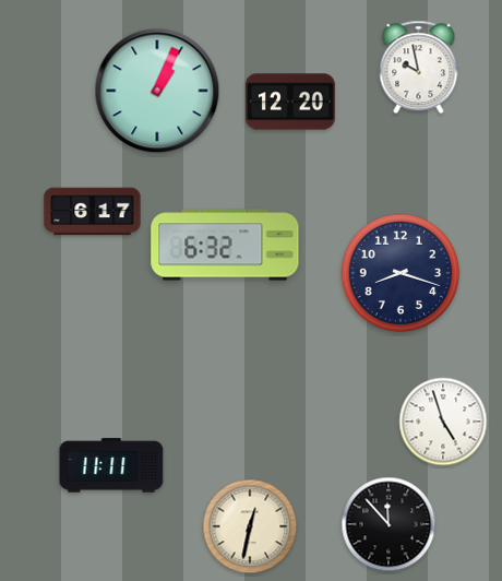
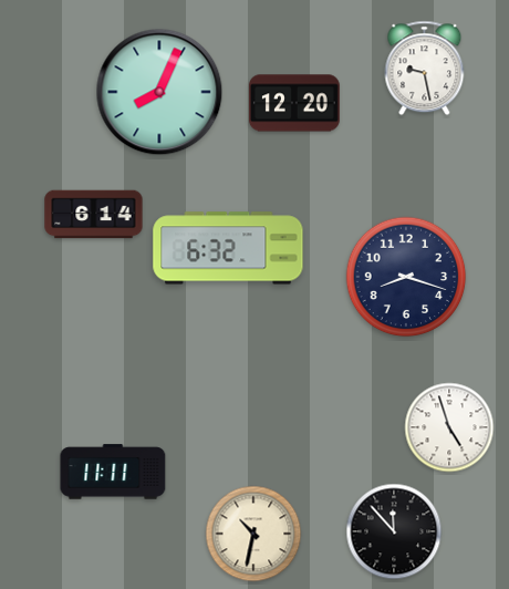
clock at (419, 68): 9:58 -> 9:28
clock at (157, 91): 1:04 -> 8:04
clock at (93, 212): 6:17 -> 6:14
clock at (250, 526): 12:32 -> 10:32
